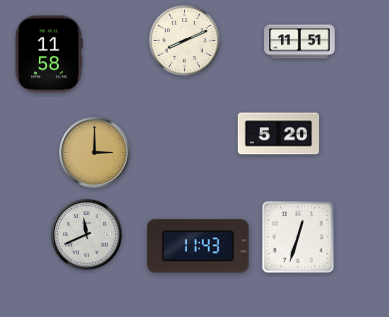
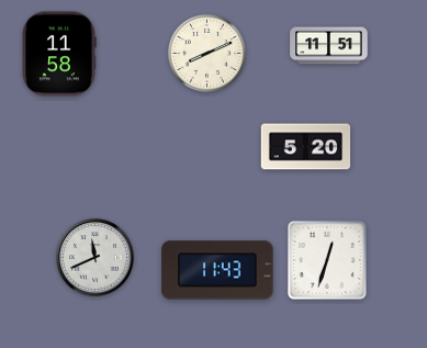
clock at (184, 40) position: (184, 40) -> (206, 53)
clock at (49, 54) position: (49, 54) -> (59, 54)
clock at (95, 153): 3:00 -> none
